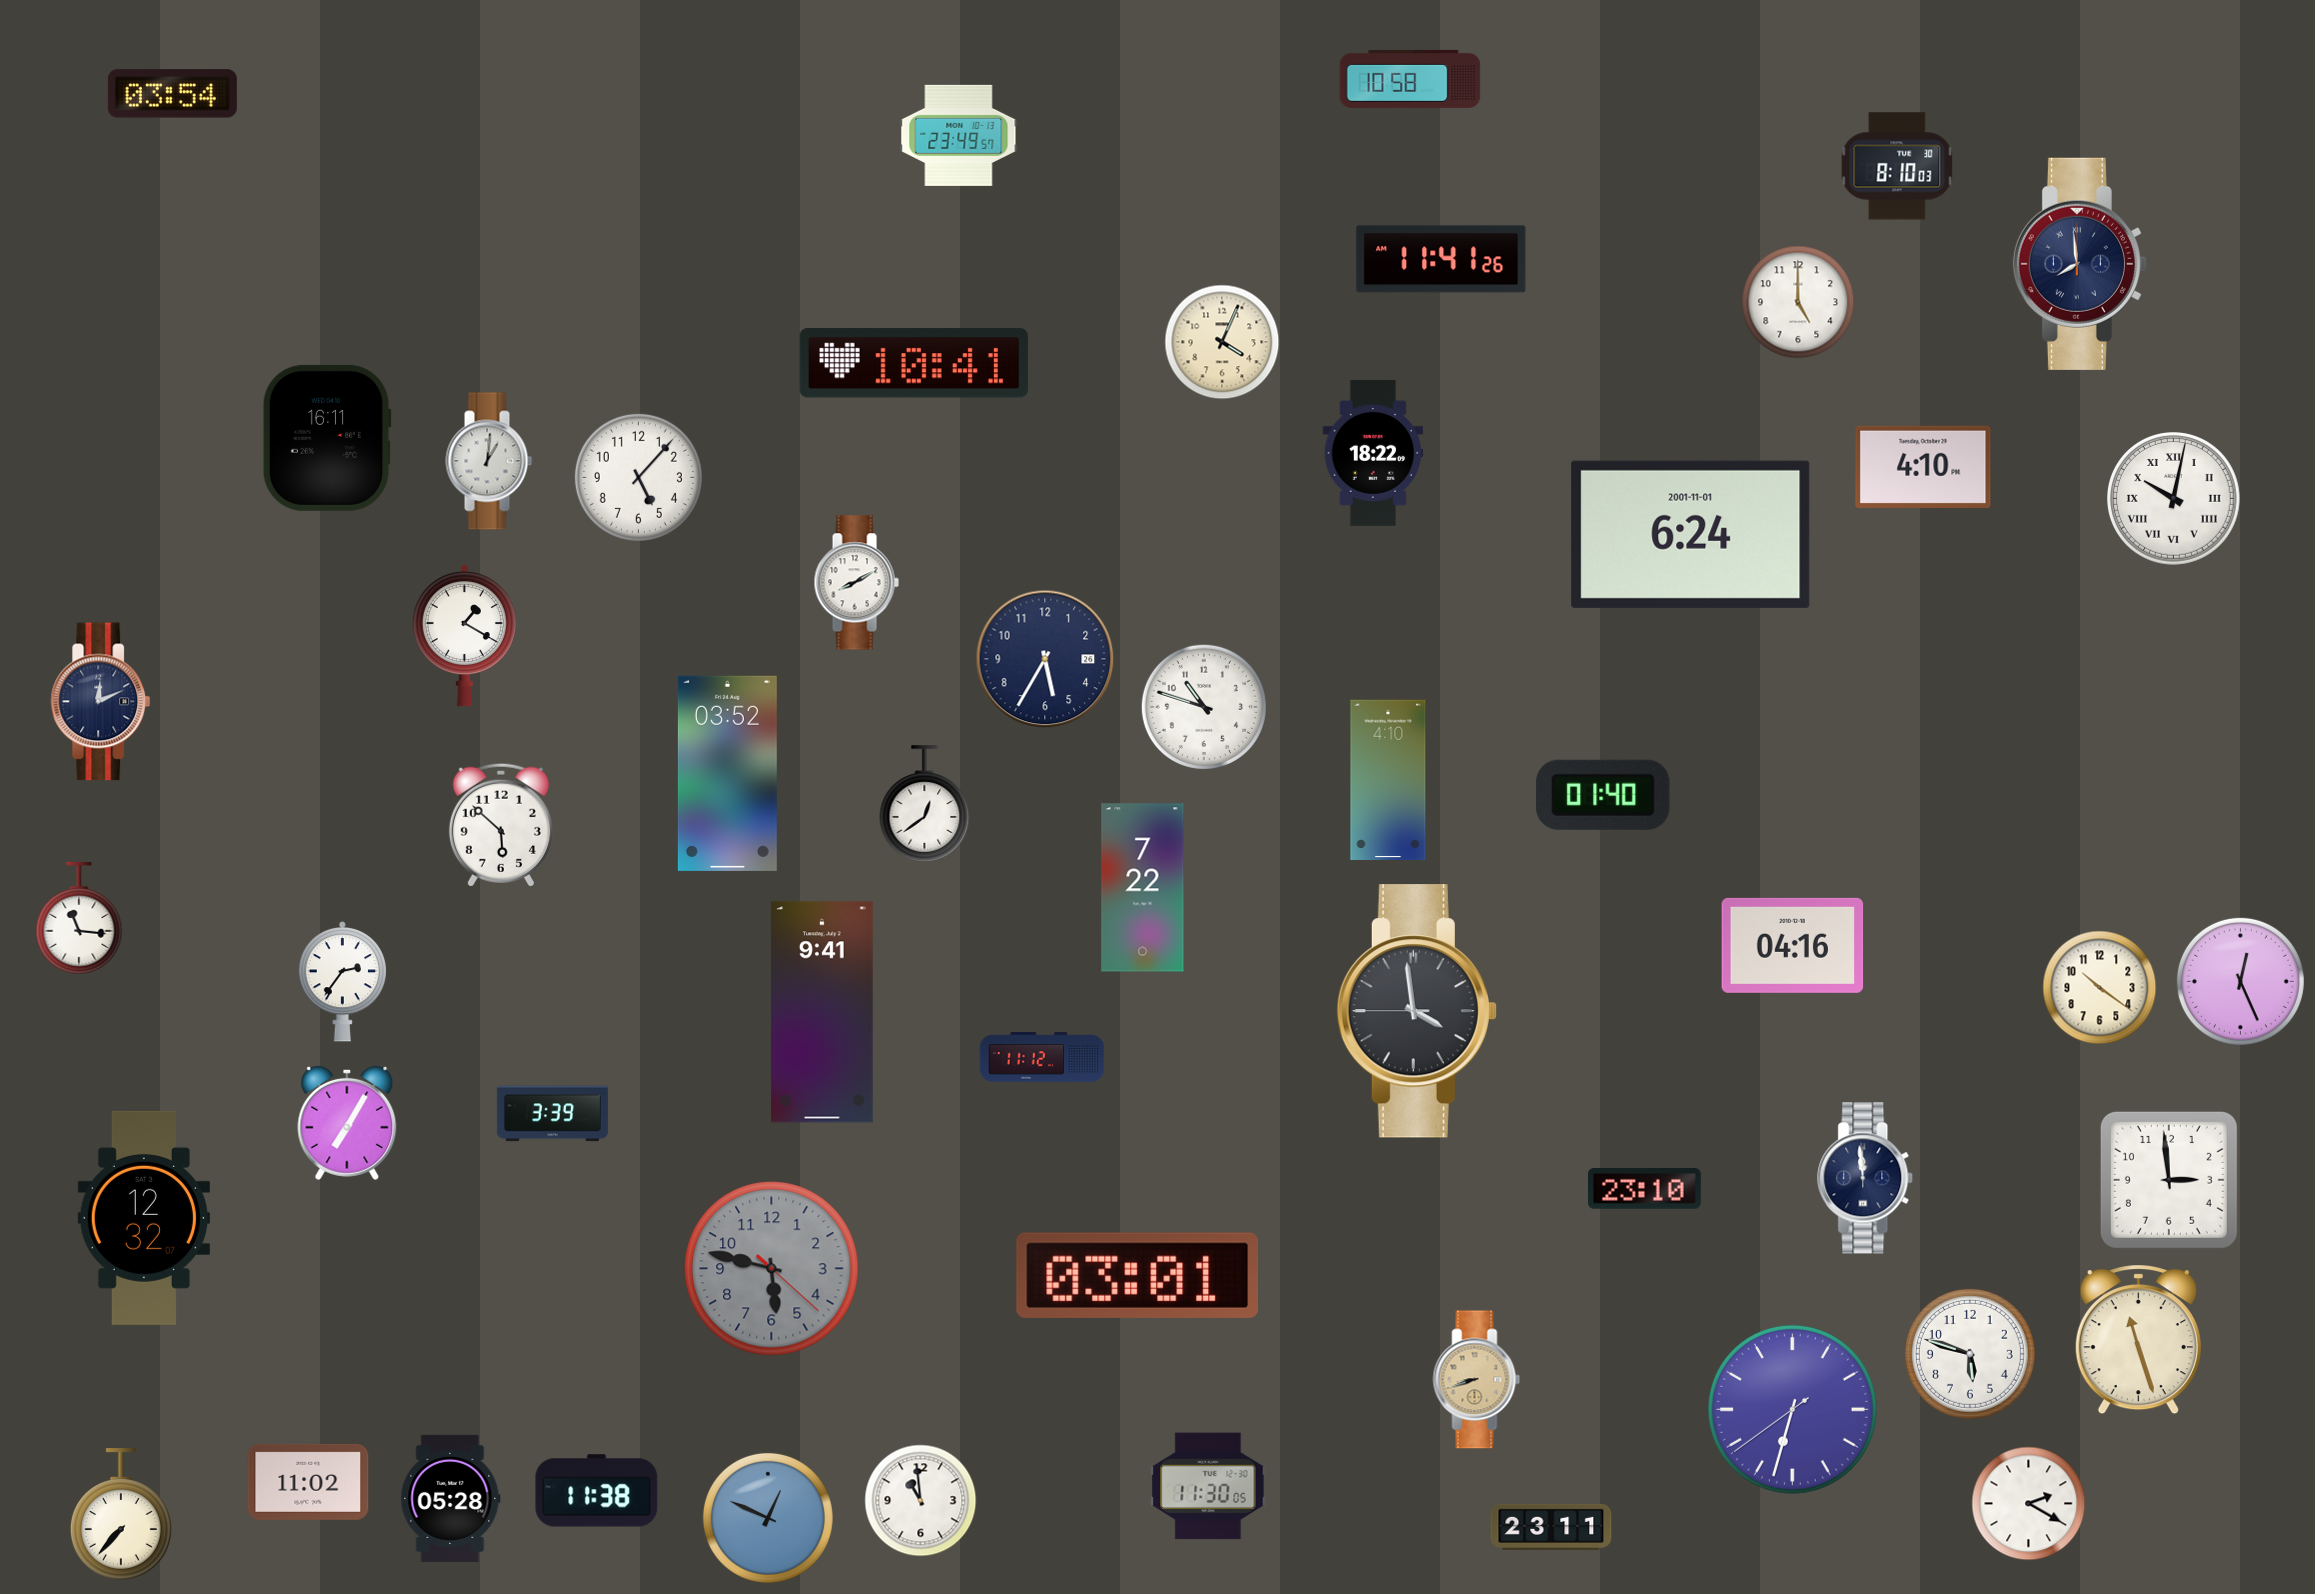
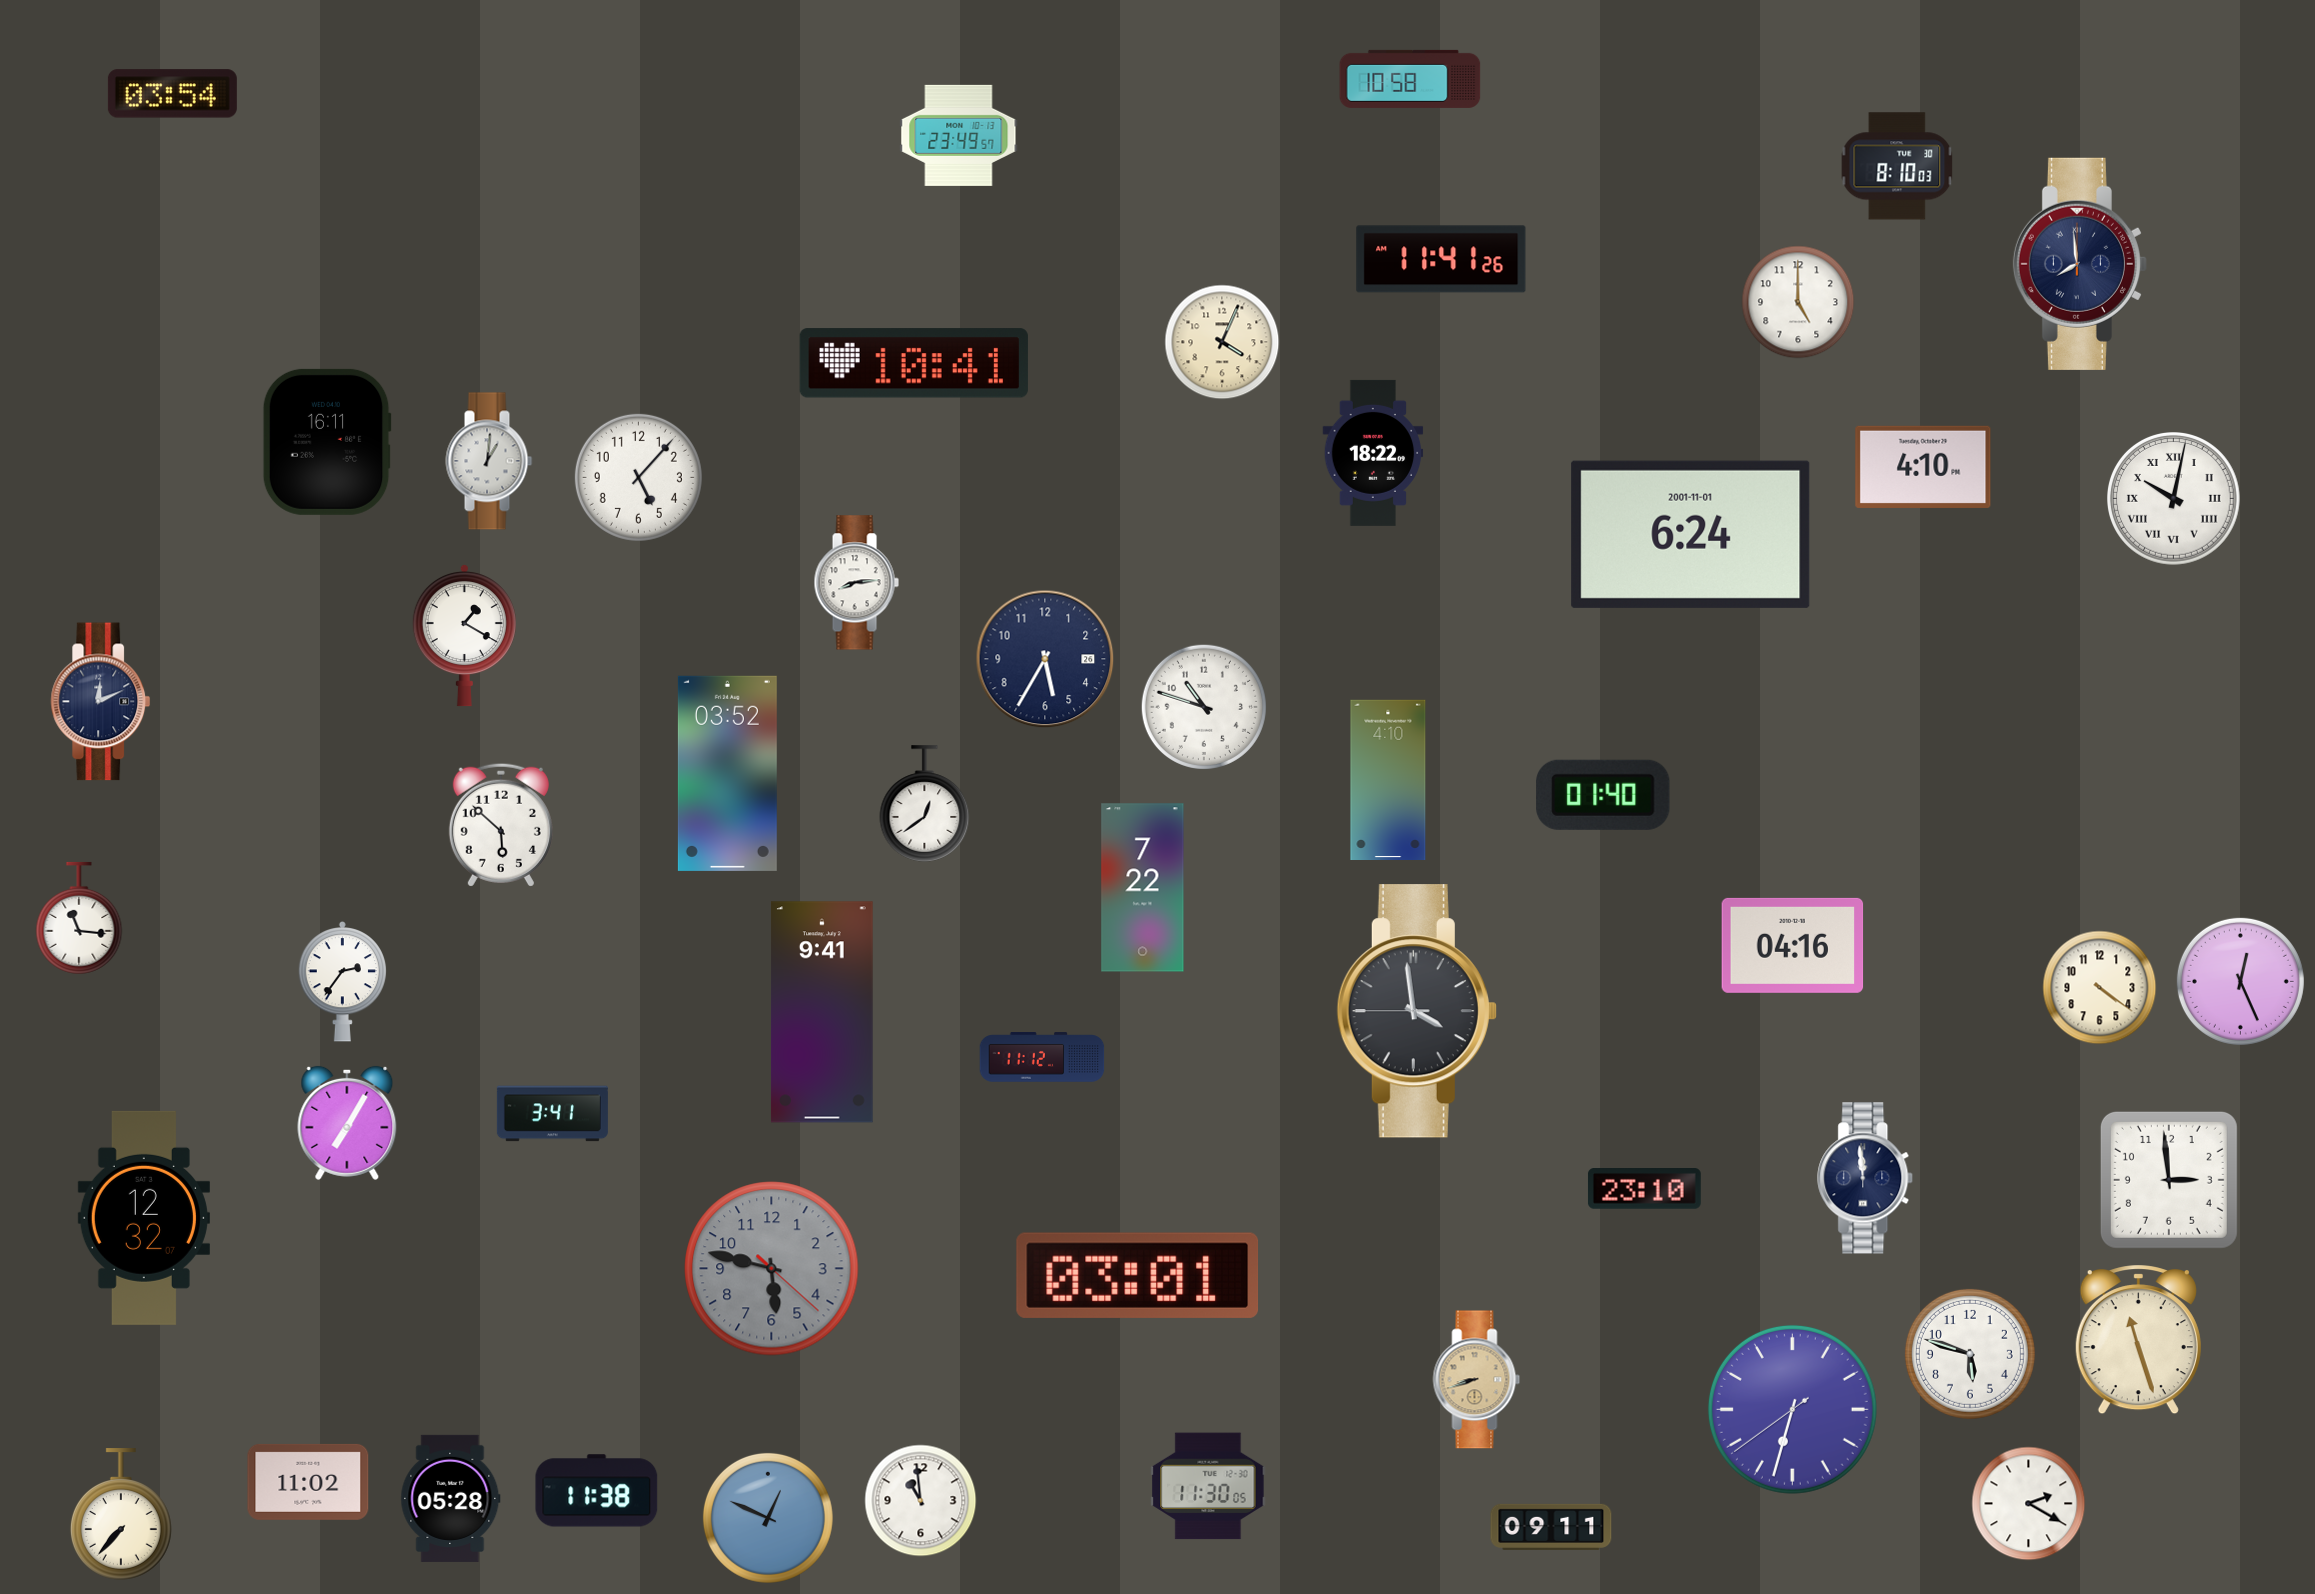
clock at (327, 438) position: (327, 438) -> (327, 442)
clock at (856, 583): 8:10 -> 8:14
clock at (2100, 988): 10:21 -> 4:21
clock at (552, 1114): 3:39 -> 3:41
clock at (1551, 1527): 23:11 -> 09:11
